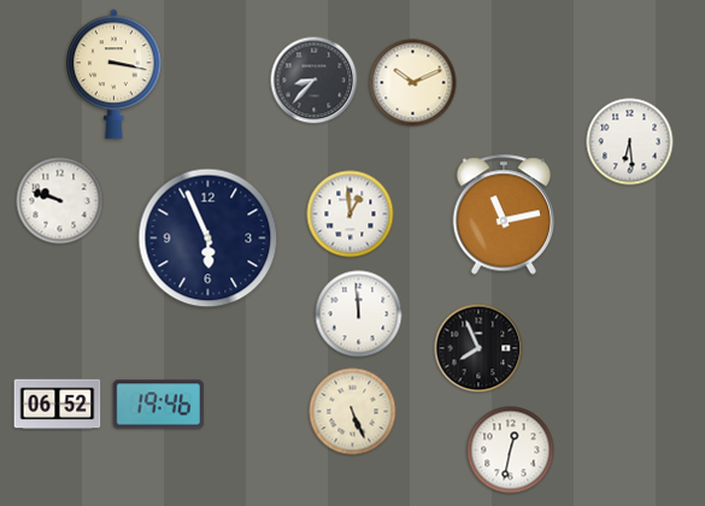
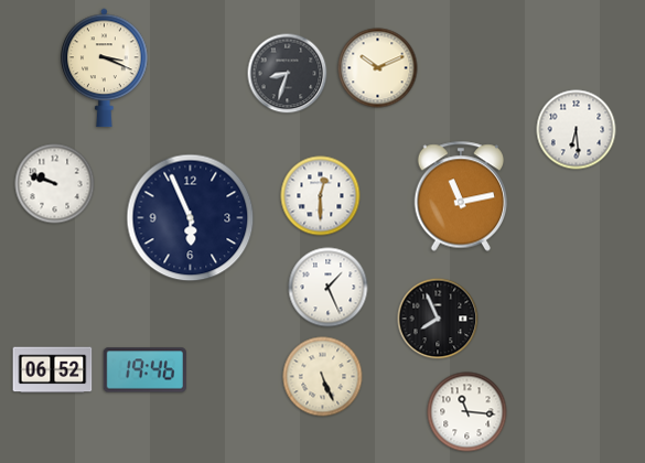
clock at (114, 75): 3:17 -> 3:19
clock at (315, 81): 8:37 -> 8:33
clock at (413, 83) position: (413, 83) -> (378, 68)
clock at (351, 214): 12:59 -> 12:30
clock at (359, 314): 11:59 -> 1:26
clock at (511, 451): 12:32 -> 11:16
